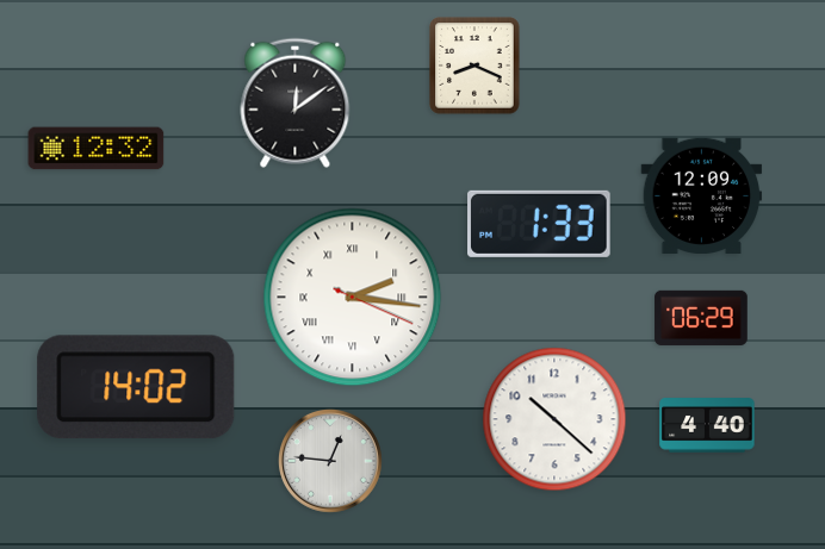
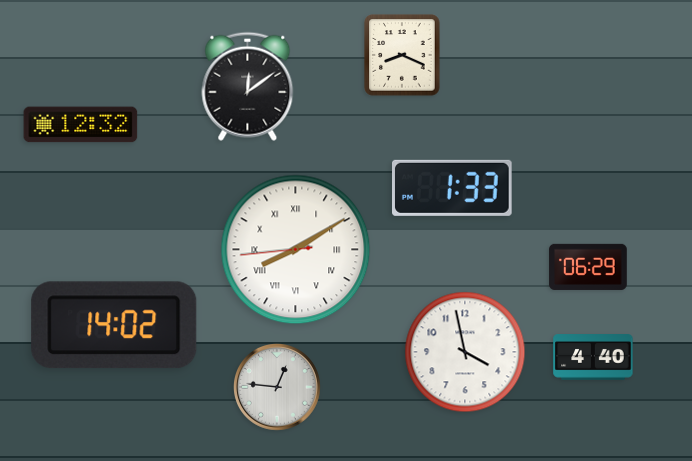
clock at (474, 65) position: (474, 65) -> (402, 55)
clock at (702, 195): 12:09 -> none
clock at (353, 298): 2:16 -> 8:09
clock at (554, 419): 10:22 -> 3:58
